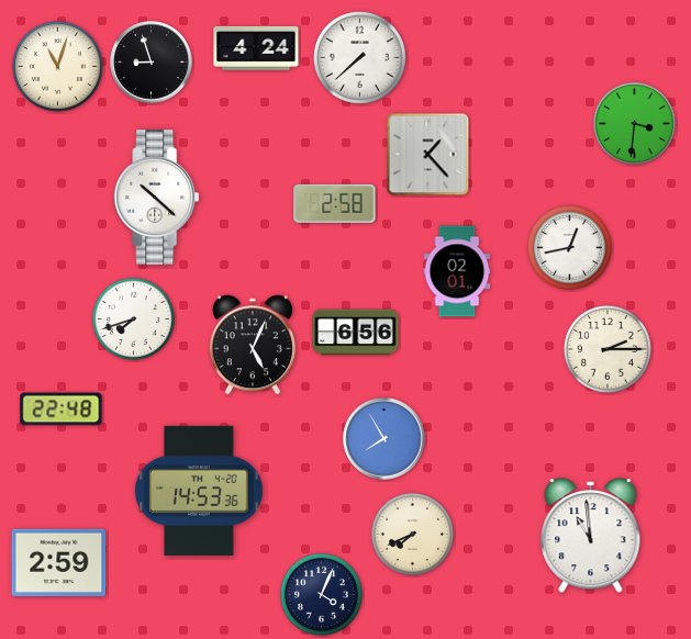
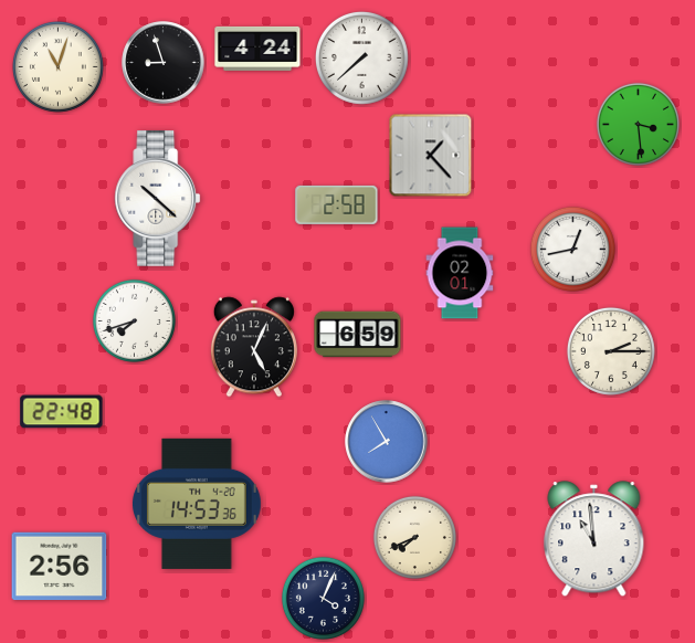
clock at (152, 63) position: (152, 63) -> (164, 63)
clock at (634, 123): 3:31 -> 3:29
clock at (356, 333): 6:56 -> 6:59
clock at (199, 491) position: (199, 491) -> (197, 504)
clock at (59, 563): 2:59 -> 2:56
